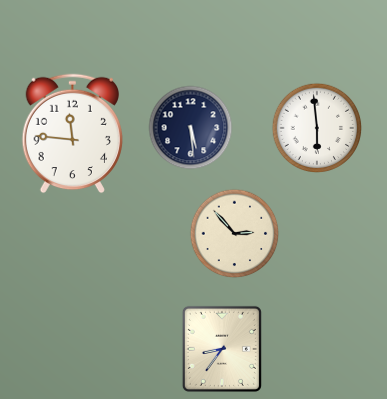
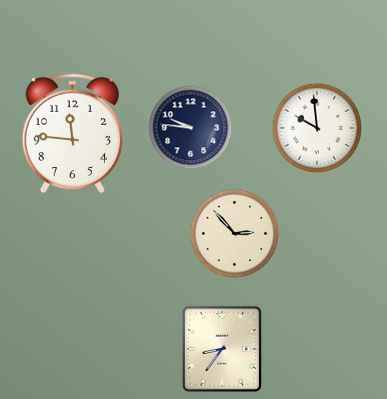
clock at (191, 128): 5:29 -> 9:46
clock at (317, 128): 5:59 -> 9:59
